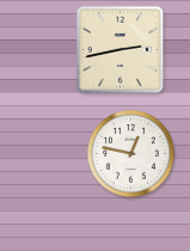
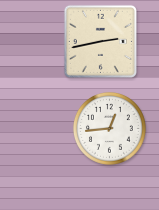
clock at (130, 153): 12:47 -> 12:44
